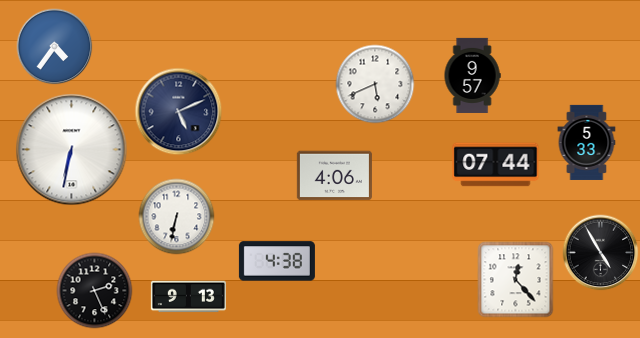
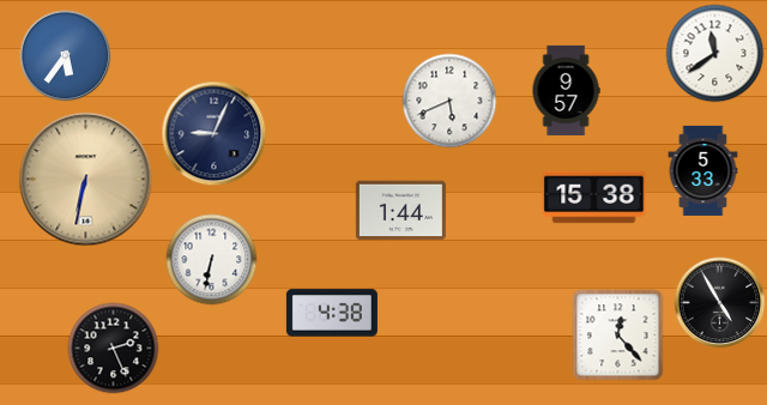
clock at (715, 54): none -> 11:39
clock at (55, 47): 4:36 -> 5:36
clock at (179, 112): 5:11 -> 9:04
clock at (72, 150) dial: white -> champagne
clock at (496, 165): 07:44 -> 15:38
clock at (334, 176): 4:06 -> 1:44
clock at (188, 297): 9:13 -> none
